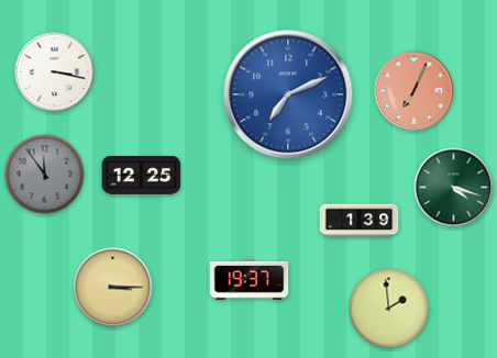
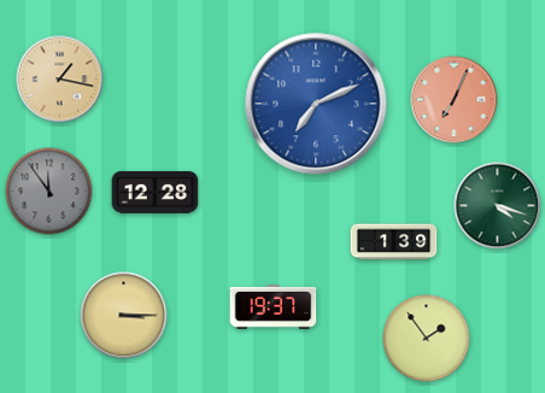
clock at (55, 72): 3:17 -> 1:17
clock at (55, 72) dial: white -> champagne
clock at (142, 176): 12:25 -> 12:28
clock at (389, 309): 1:59 -> 1:54
